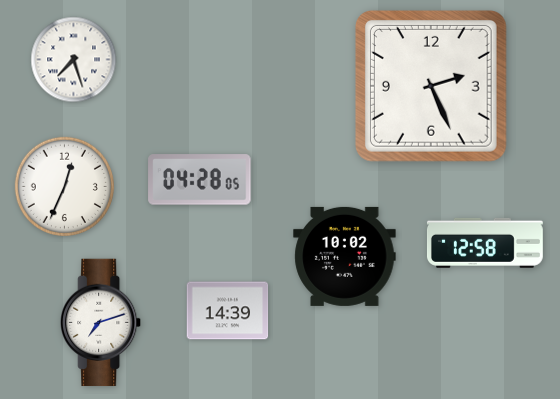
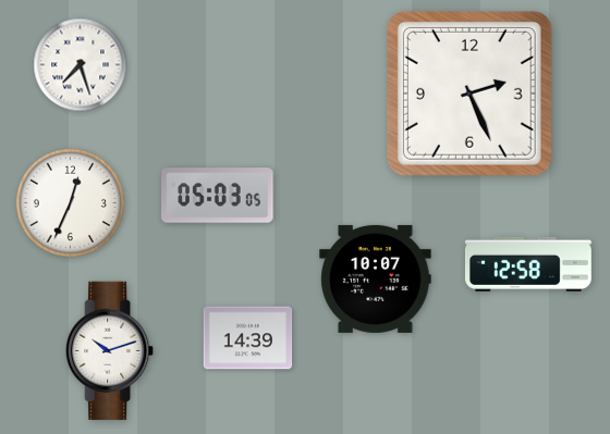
clock at (200, 180): 04:28 -> 05:03
clock at (345, 256): 10:02 -> 10:07
clock at (101, 323): 7:12 -> 10:12
